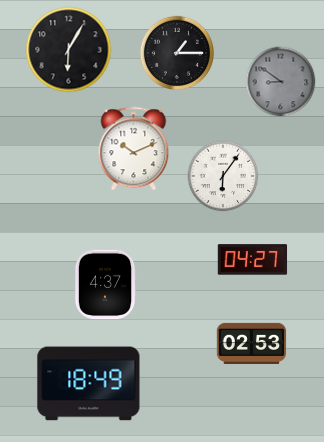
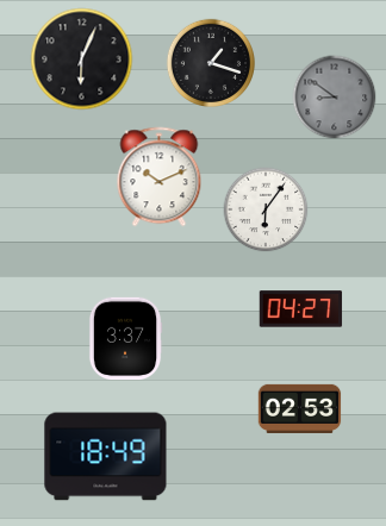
clock at (69, 50): 6:05 -> 6:04
clock at (176, 52): 1:15 -> 1:18
clock at (105, 285): 4:37 -> 3:37
